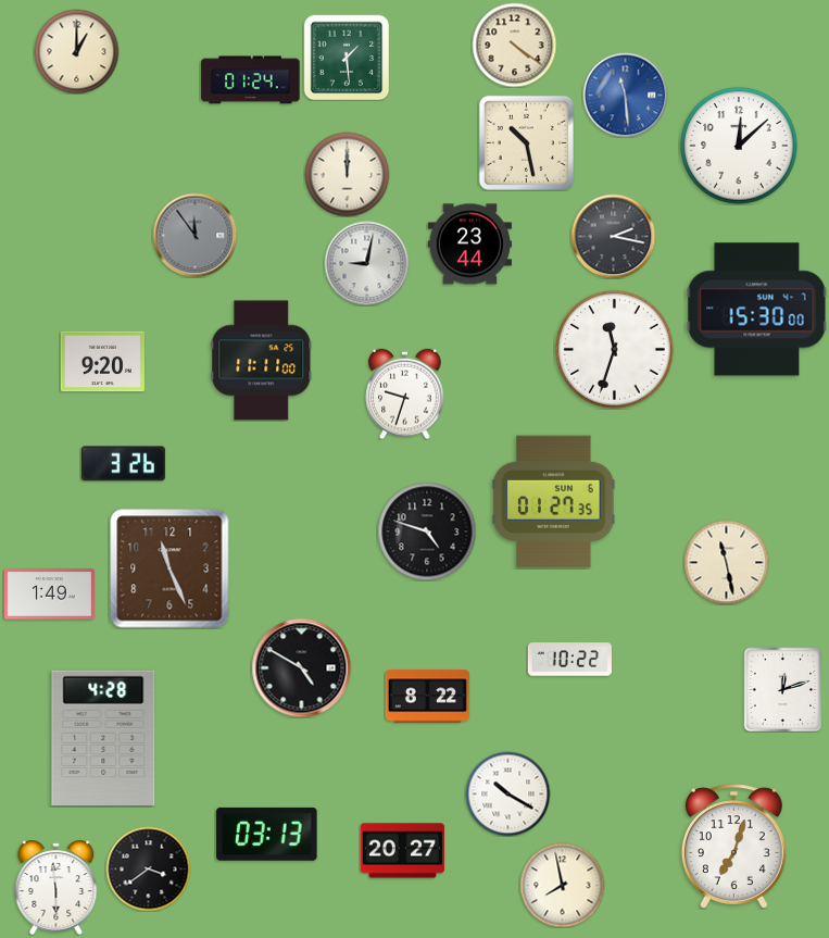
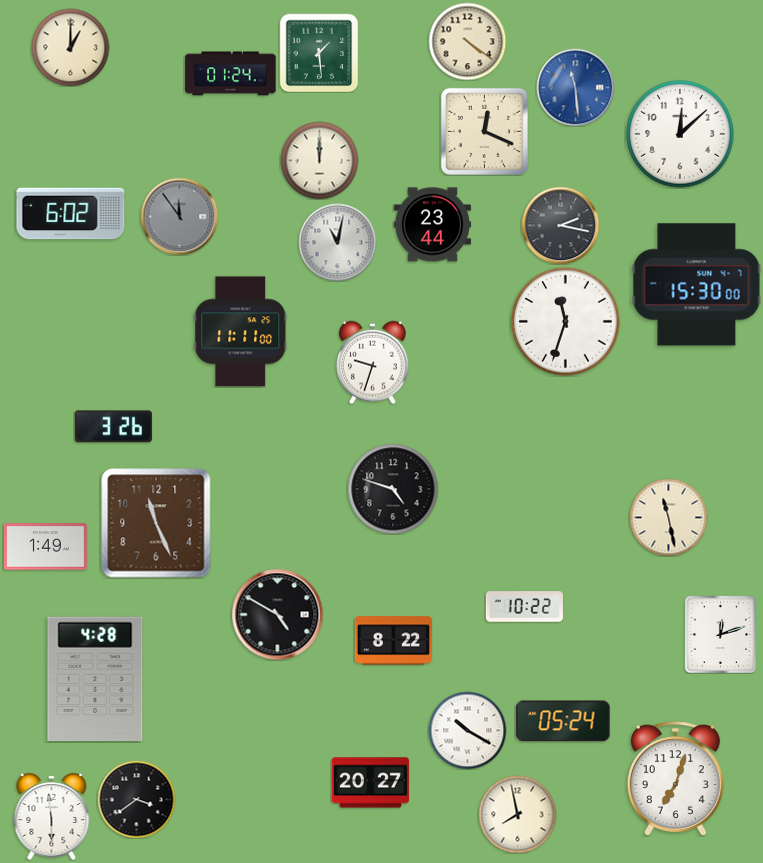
clock at (514, 45) position: (514, 45) -> (467, 41)
clock at (526, 142): 10:28 -> 12:19
clock at (71, 214): none -> 6:02
clock at (613, 236) position: (613, 236) -> (560, 225)
clock at (366, 263): 9:02 -> 11:02
clock at (102, 362): 9:20 -> none
clock at (554, 502): 01:27 -> none
clock at (563, 721): none -> 05:24
clock at (267, 834): 03:13 -> none
